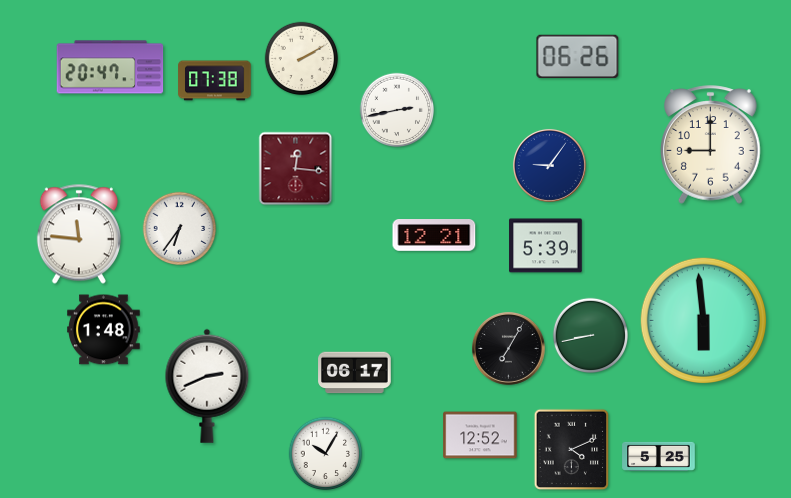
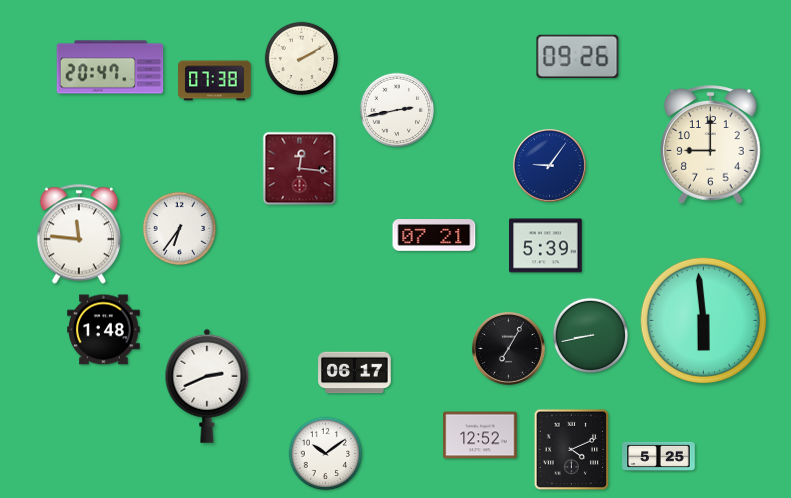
clock at (578, 57): 06:26 -> 09:26
clock at (296, 169) position: (296, 169) -> (300, 169)
clock at (434, 236): 12:21 -> 07:21
clock at (326, 454): 10:05 -> 10:09
